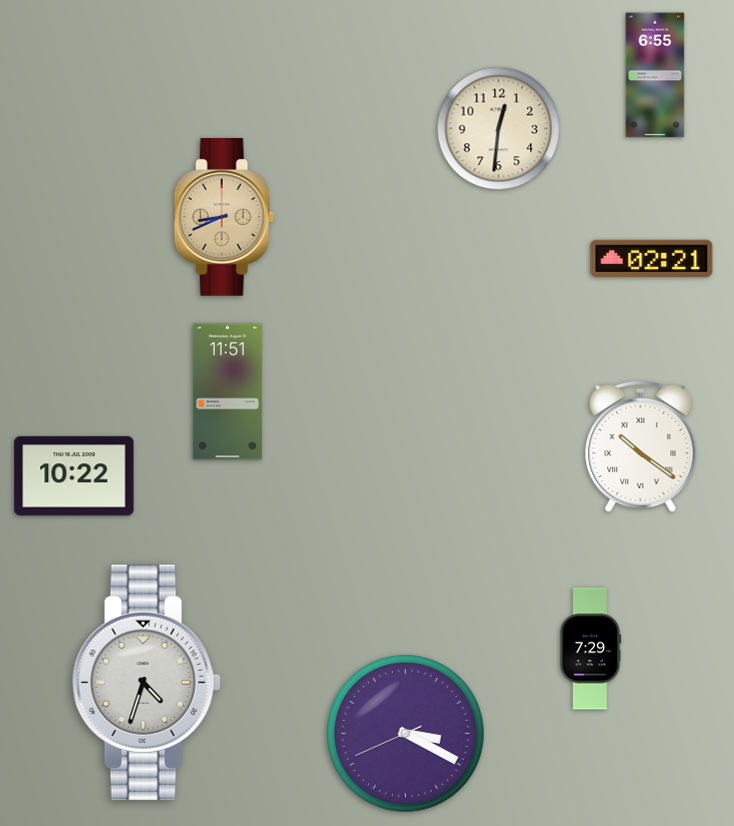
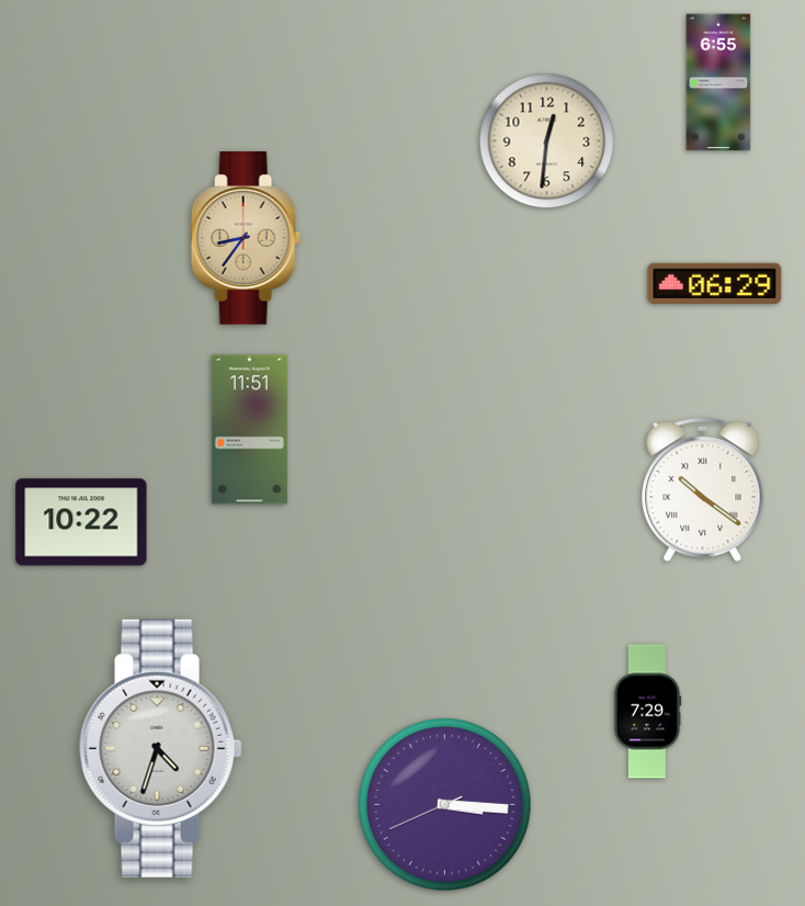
clock at (224, 218): 8:41 -> 8:36
clock at (652, 258): 02:21 -> 06:29
clock at (406, 734): 3:19 -> 3:15
